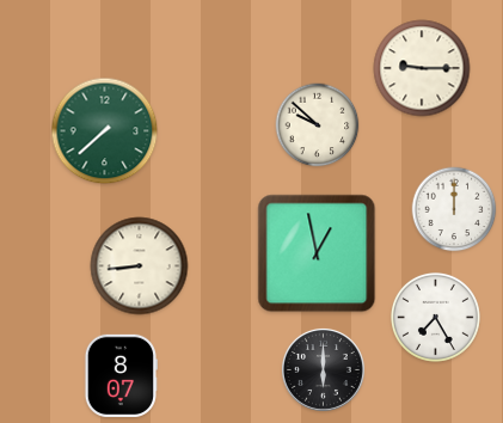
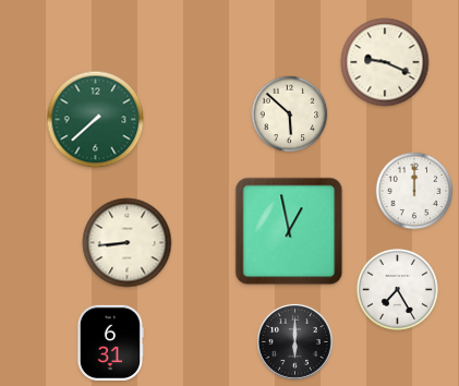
clock at (422, 68): 9:15 -> 9:19
clock at (318, 125): 9:52 -> 5:52
clock at (323, 369) position: (323, 369) -> (294, 341)
clock at (121, 375): 8:07 -> 6:31
